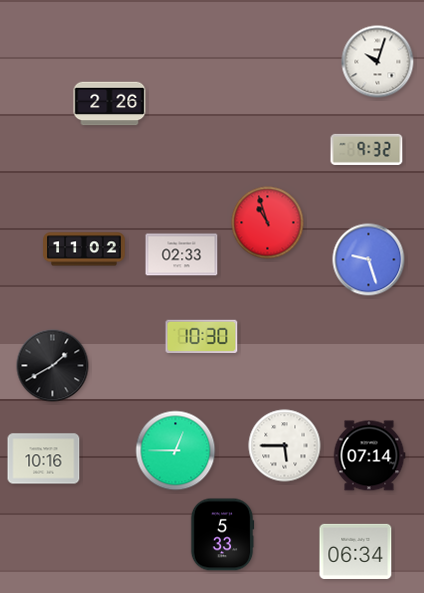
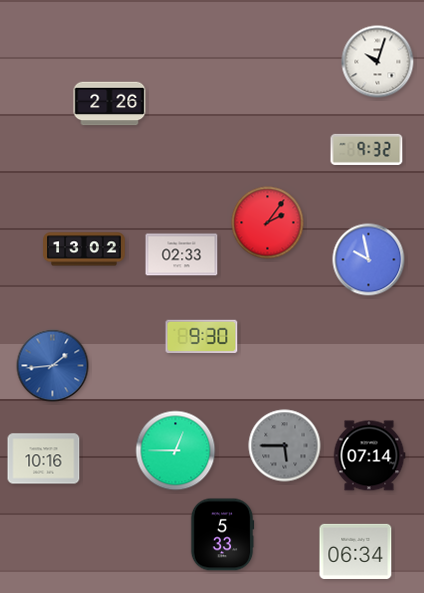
clock at (268, 223): 10:57 -> 2:06
clock at (84, 249): 11:02 -> 13:02
clock at (369, 260): 9:27 -> 9:58
clock at (202, 336): 10:30 -> 9:30
clock at (53, 366): 1:40 -> 1:44
clock at (53, 366) dial: black -> blue
clock at (285, 446) dial: white -> grey
